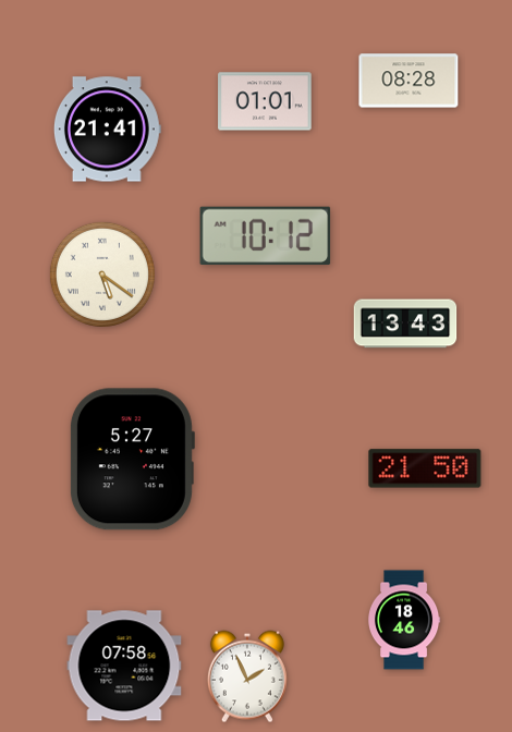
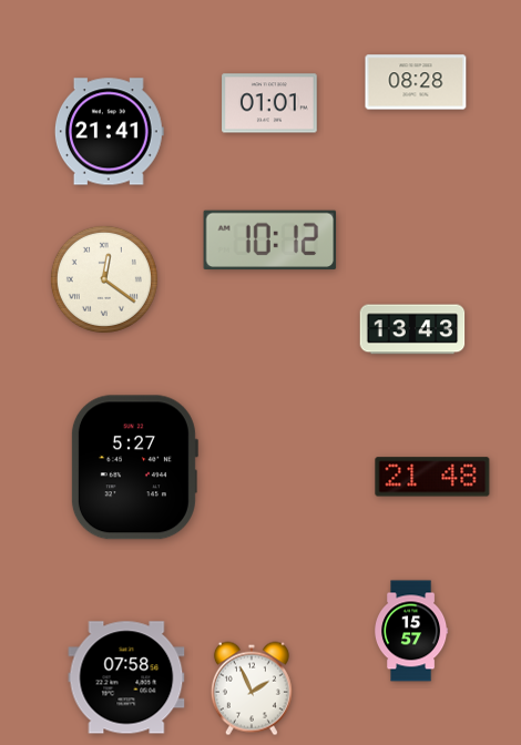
clock at (102, 274): 5:21 -> 12:21
clock at (425, 468): 21:50 -> 21:48
clock at (405, 620): 18:46 -> 15:57
